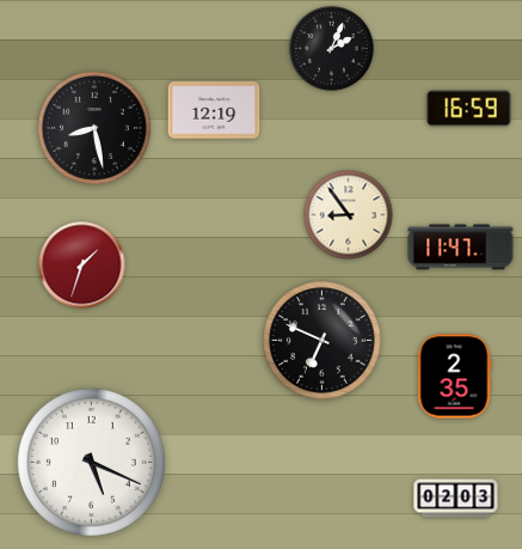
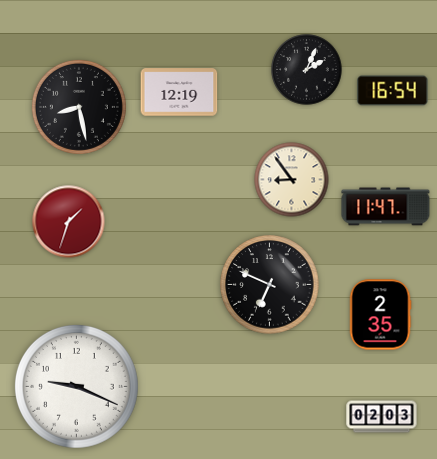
clock at (332, 49) position: (332, 49) -> (307, 70)
clock at (469, 109): 16:59 -> 16:54
clock at (91, 462): 5:19 -> 9:19
